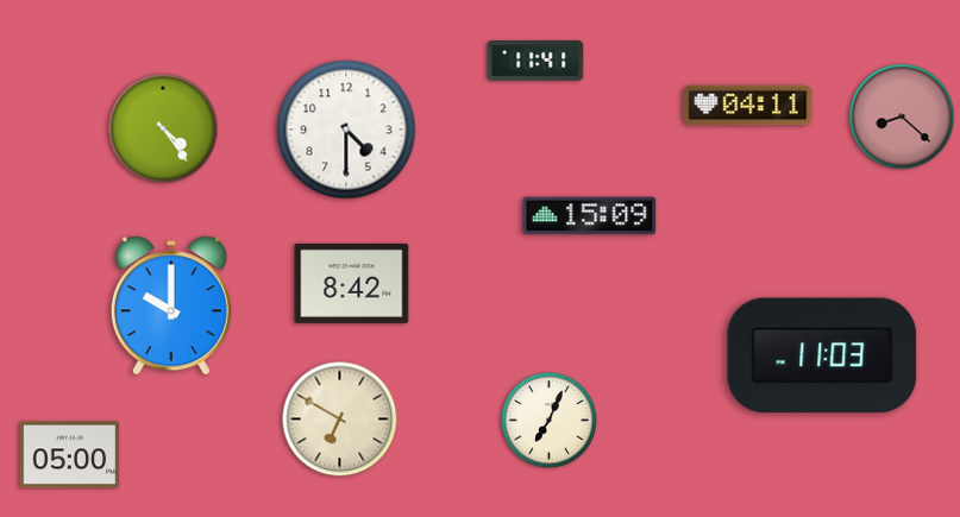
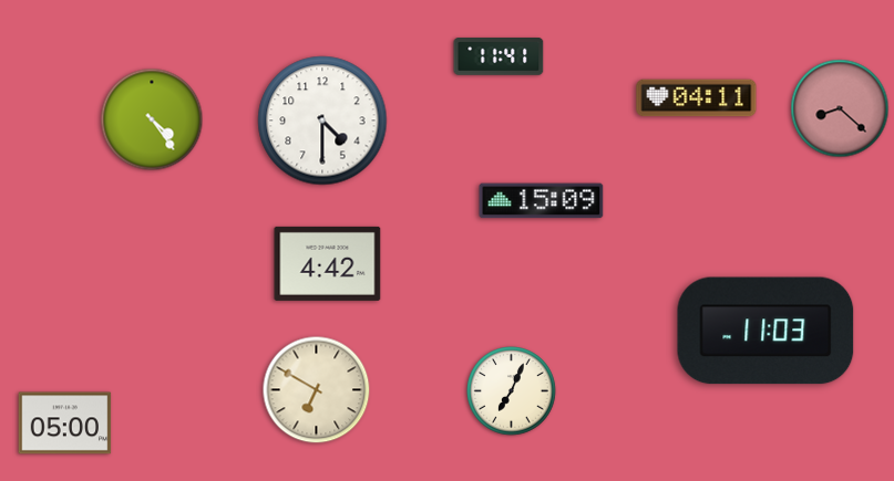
clock at (590, 216) position: (590, 216) -> (542, 201)
clock at (352, 283): 8:42 -> 4:42
clock at (171, 305): 10:00 -> none
